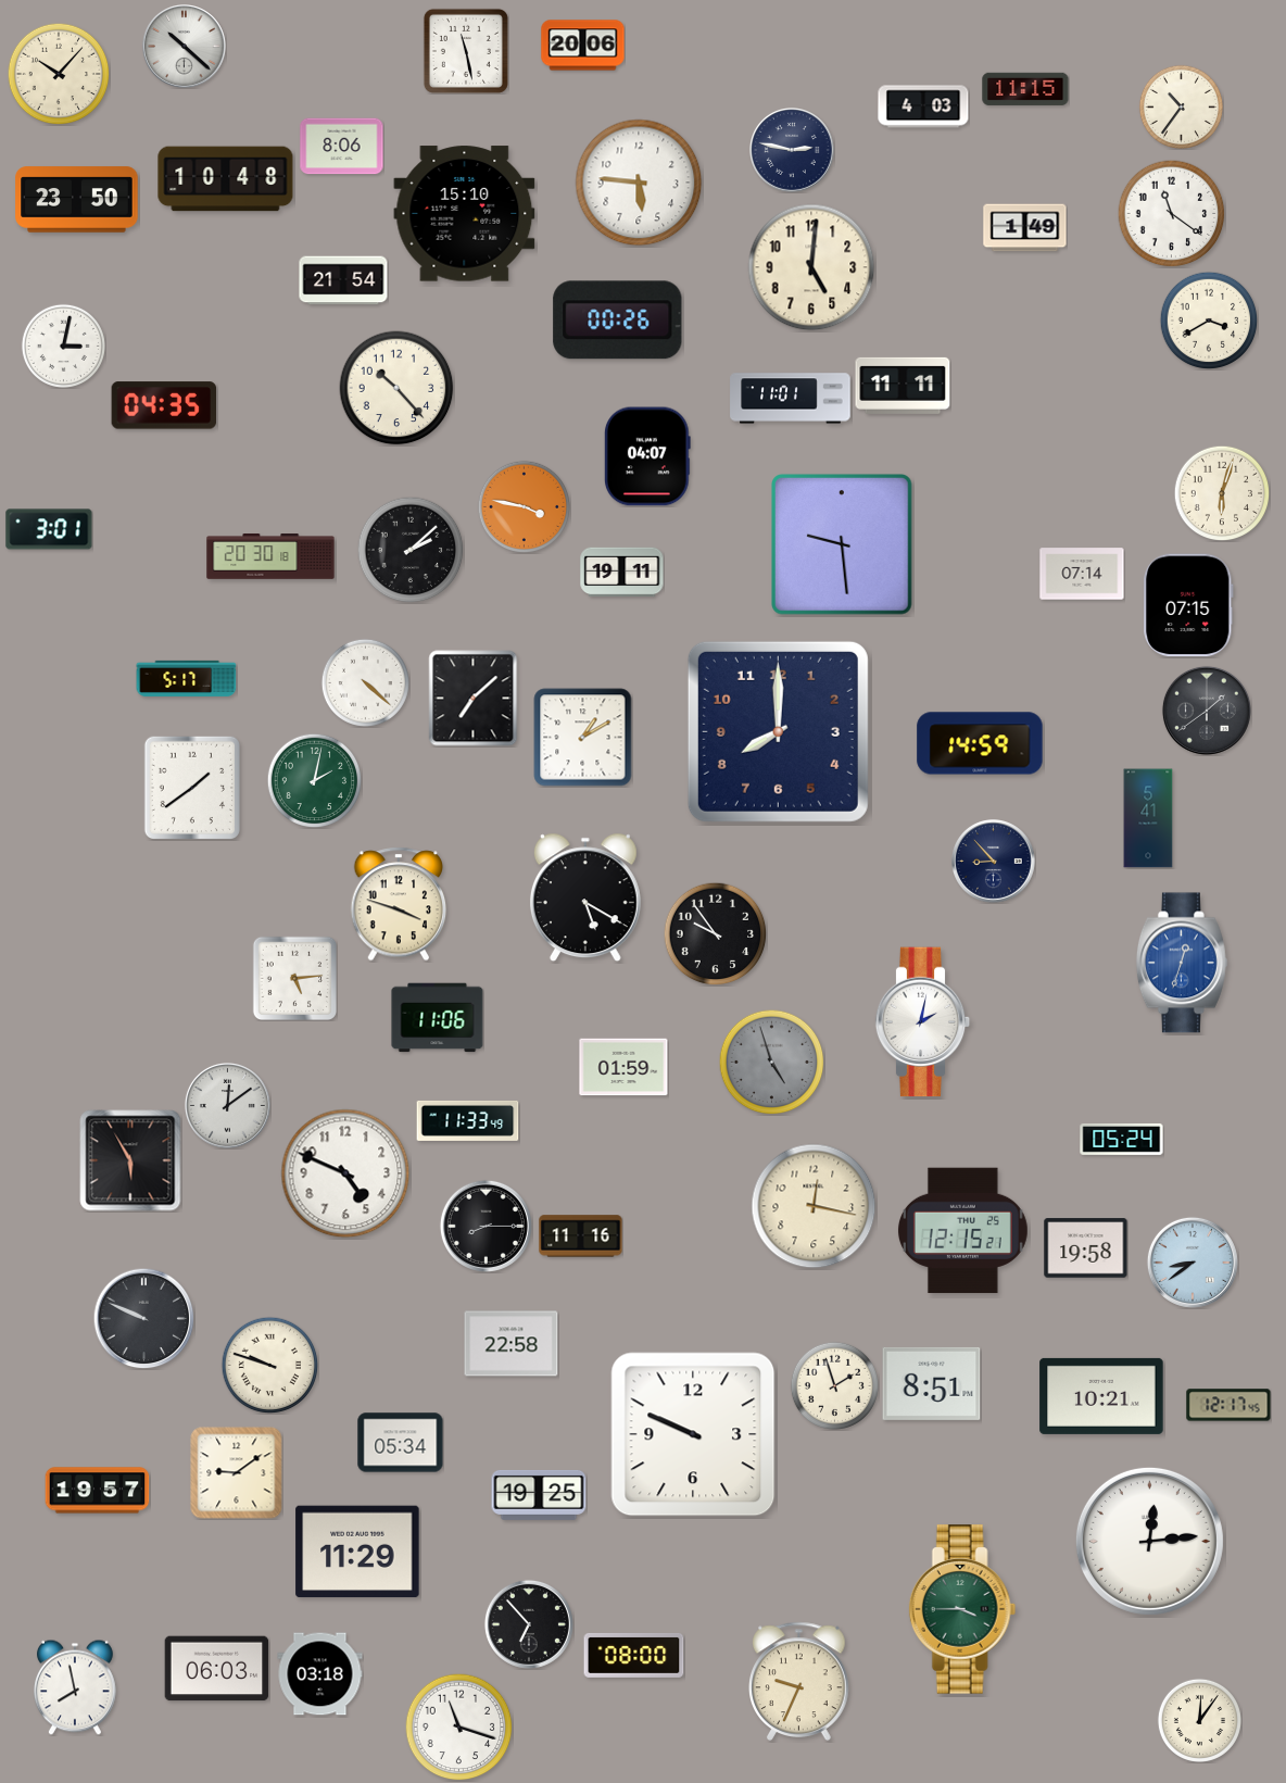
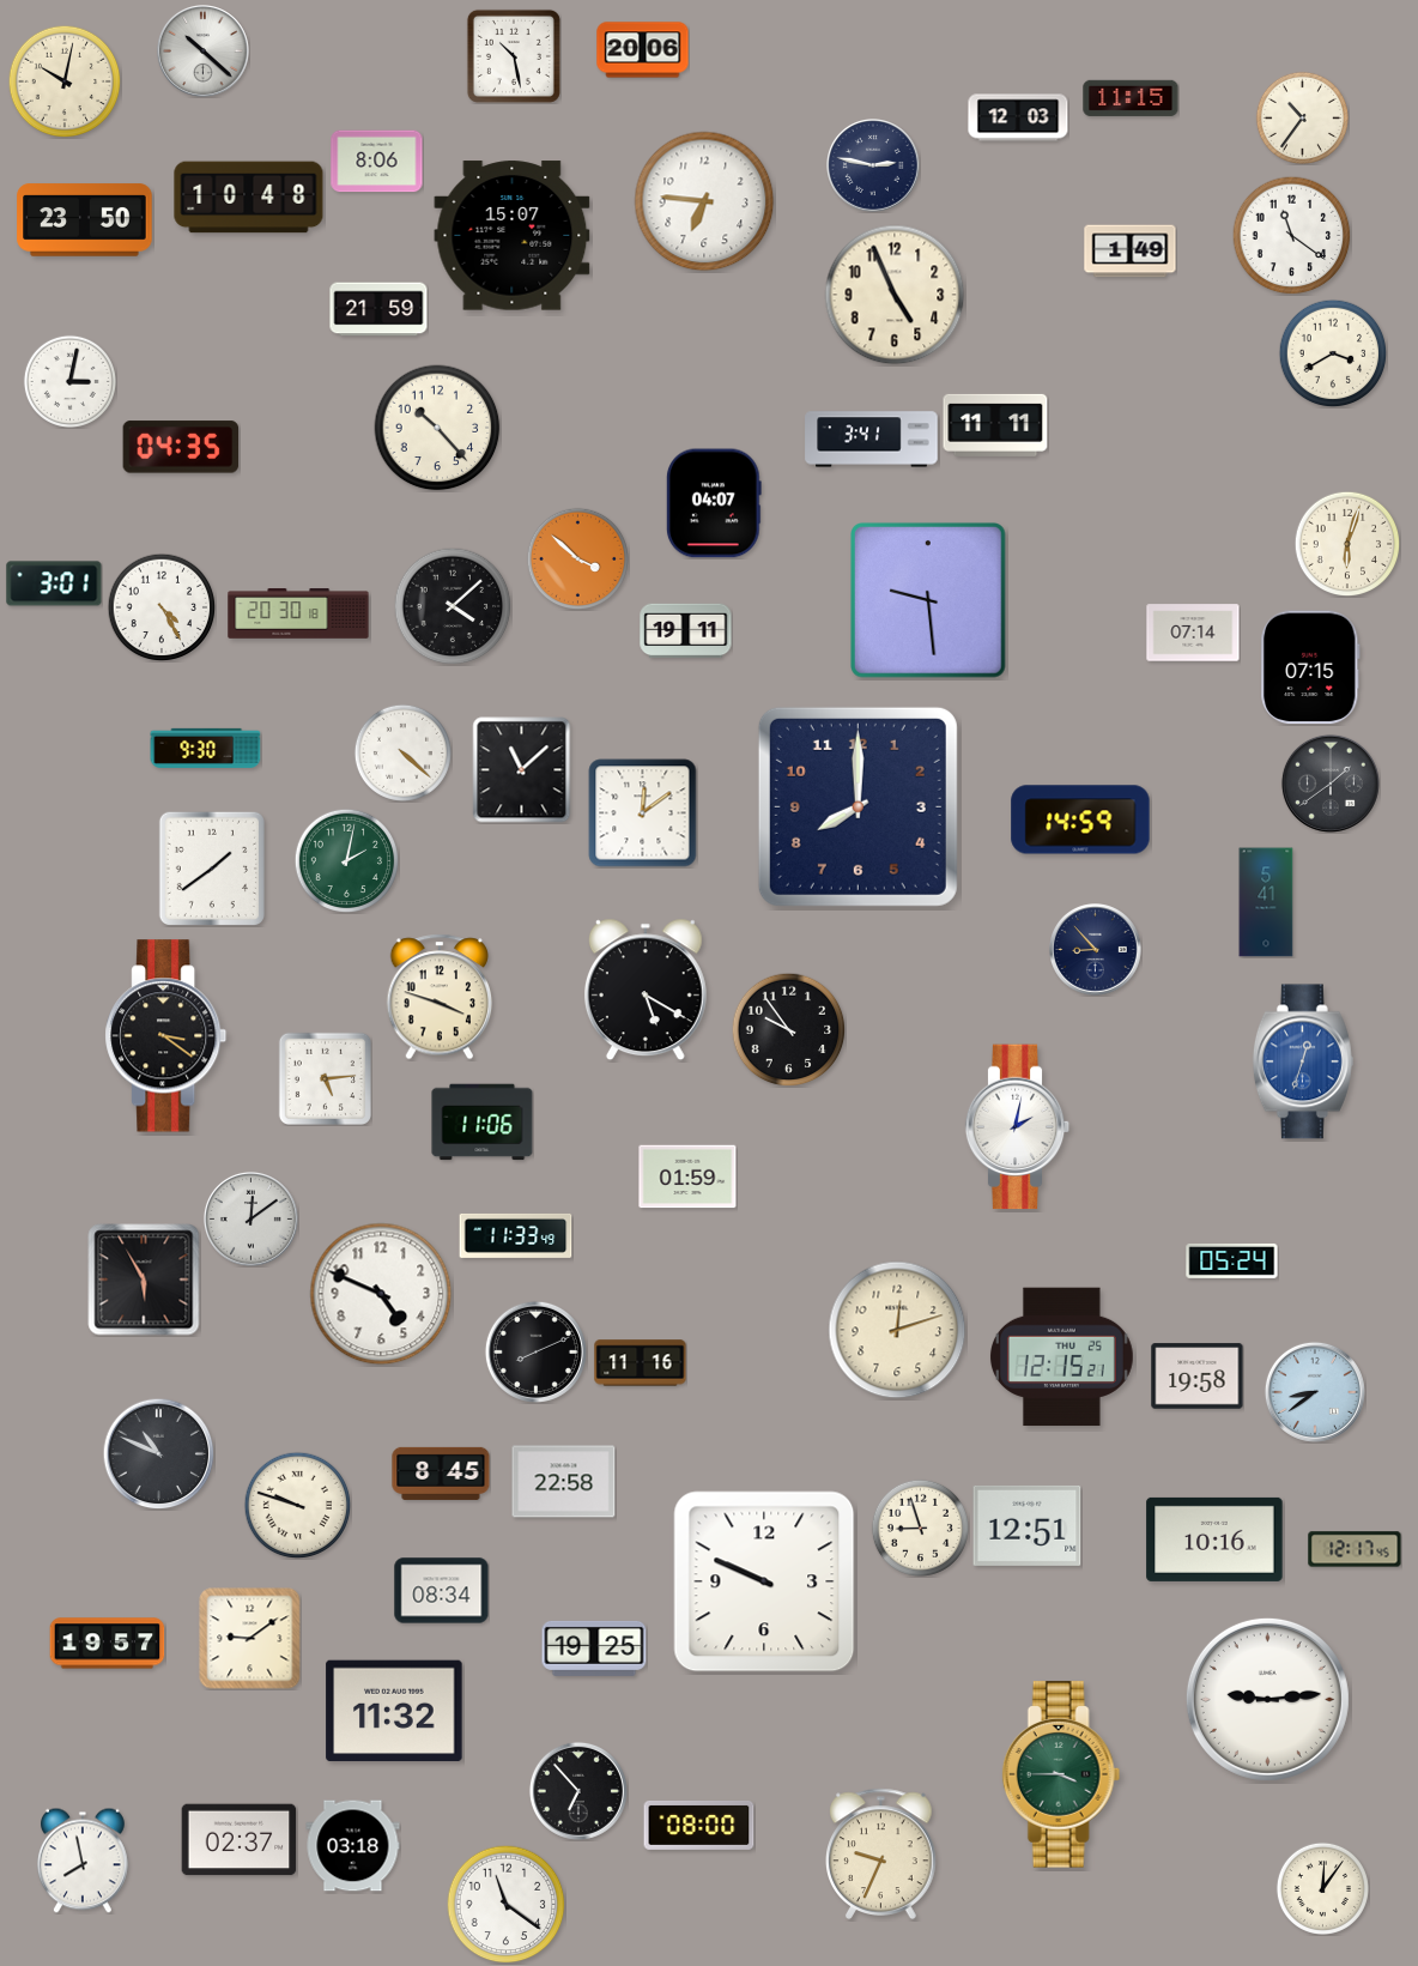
clock at (466, 51): 11:28 -> 10:28
clock at (59, 74): 10:07 -> 10:02
clock at (923, 106): 4:03 -> 12:03
clock at (639, 183): 5:46 -> 6:46
clock at (465, 214): 15:10 -> 15:07
clock at (811, 267): 5:01 -> 4:56
clock at (343, 280): 21:54 -> 21:59
clock at (618, 321): 00:26 -> none
clock at (791, 399): 11:01 -> 3:41
clock at (524, 506): 3:47 -> 3:52
clock at (411, 550): 2:08 -> 4:08
clock at (162, 607): none -> 4:25
clock at (187, 678): 5:17 -> 9:30
clock at (474, 699): 7:08 -> 11:08
clock at (583, 738): 1:10 -> 12:09
clock at (166, 1036): none -> 3:21
clock at (771, 1062): 4:57 -> none
clock at (1122, 1139) position: (1122, 1139) -> (1232, 1260)
clock at (814, 1206): 12:17 -> 12:12
clock at (486, 1226): 8:15 -> 8:11
clock at (143, 1318): 9:49 -> 10:49
clock at (441, 1474): none -> 8:45
clock at (932, 1383): 8:51 -> 12:51
clock at (834, 1385): 1:57 -> 8:57
clock at (1101, 1396): 10:21 -> 10:16
clock at (401, 1443): 05:34 -> 08:34
clock at (237, 1473) position: (237, 1473) -> (250, 1639)
clock at (1149, 1541): 12:14 -> 9:14
clock at (357, 1552): 11:29 -> 11:32
clock at (529, 1624) position: (529, 1624) -> (578, 1791)
clock at (217, 1669): 06:03 -> 02:37
clock at (1199, 1720) position: (1199, 1720) -> (1322, 1888)
clock at (459, 1728): 11:18 -> 11:21
